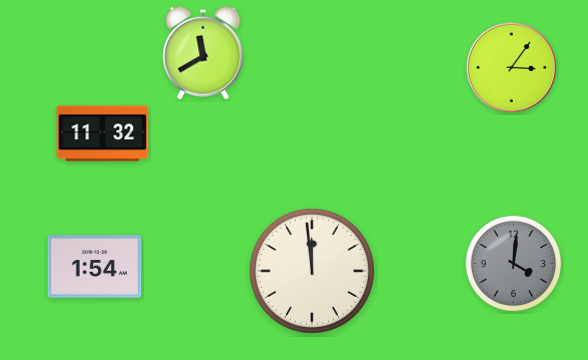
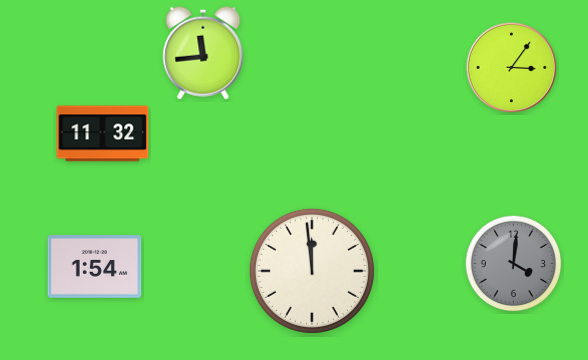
clock at (203, 53): 11:40 -> 11:44
